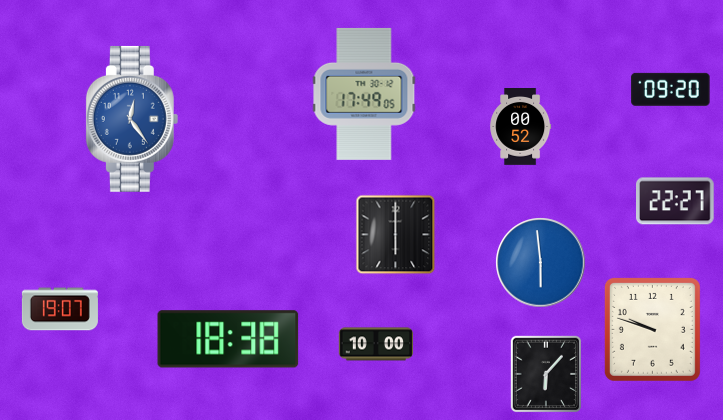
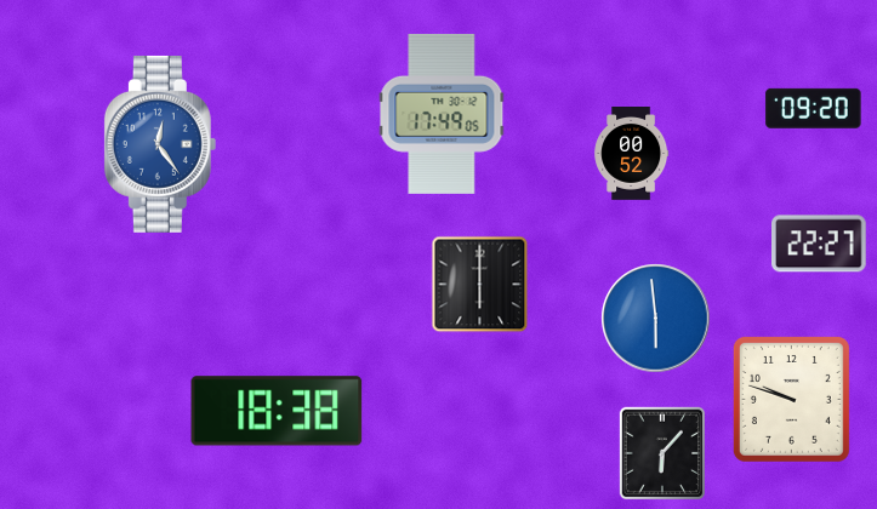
clock at (60, 309): 19:07 -> none
clock at (376, 344): 10:00 -> none
